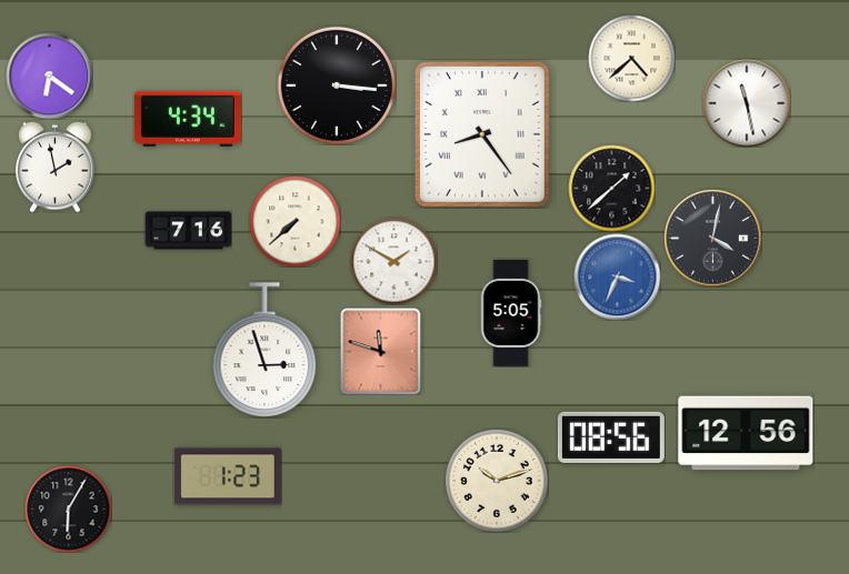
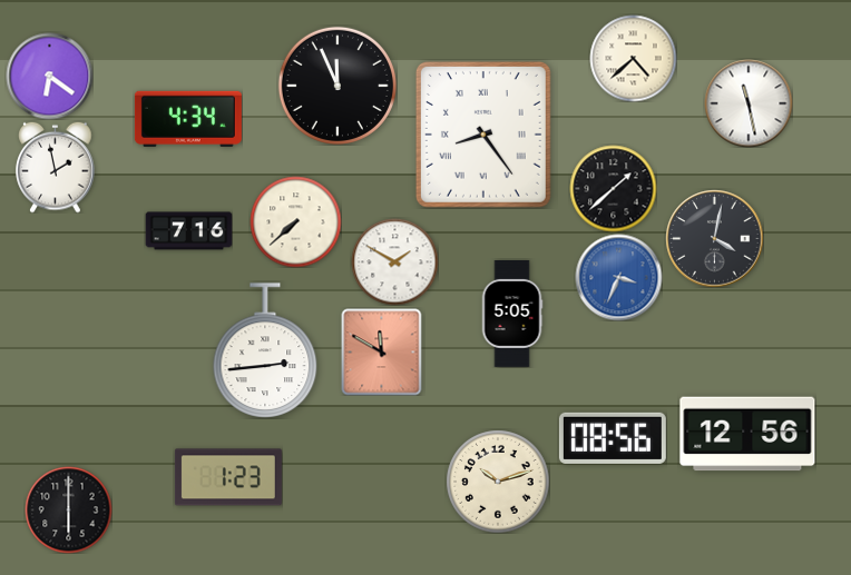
clock at (337, 85): 3:16 -> 11:56
clock at (264, 350): 2:57 -> 2:44
clock at (381, 351): 11:48 -> 11:50
clock at (68, 508): 6:05 -> 6:00
